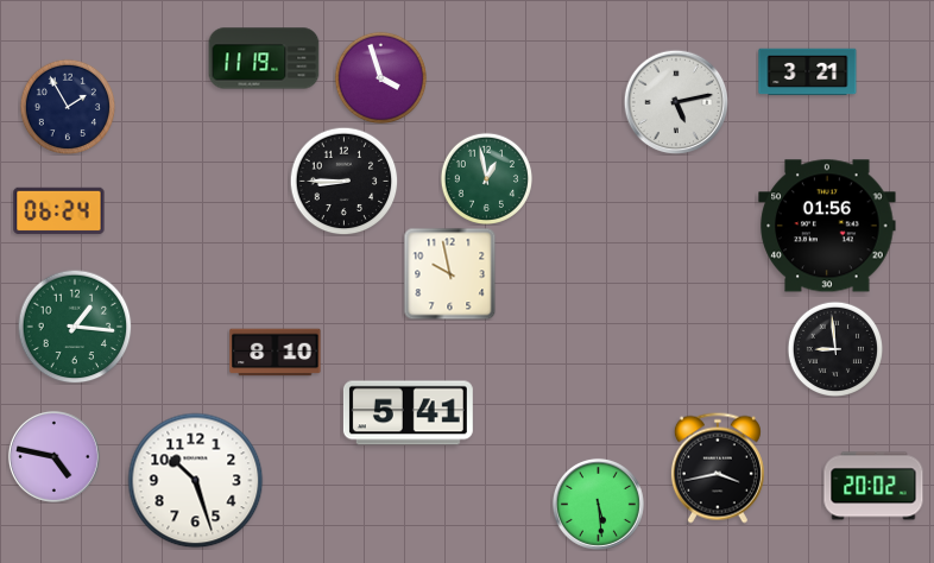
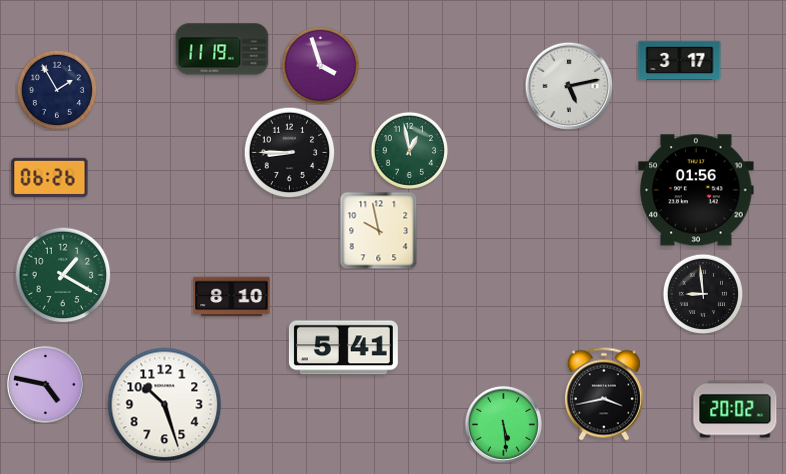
clock at (808, 72): 3:21 -> 3:17
clock at (59, 211): 06:24 -> 06:26
clock at (75, 327): 1:16 -> 1:20
